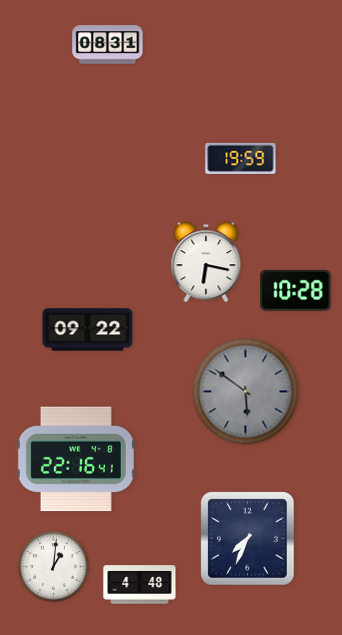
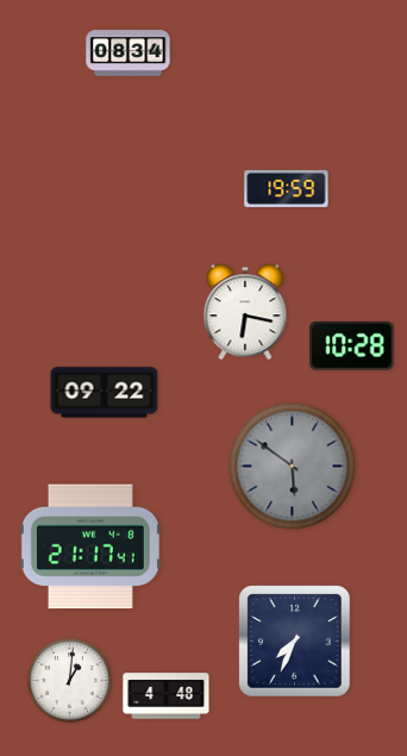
clock at (108, 45): 08:31 -> 08:34
clock at (76, 459): 22:16 -> 21:17
clock at (54, 567) position: (54, 567) -> (70, 681)
